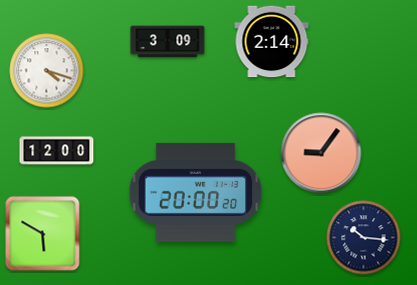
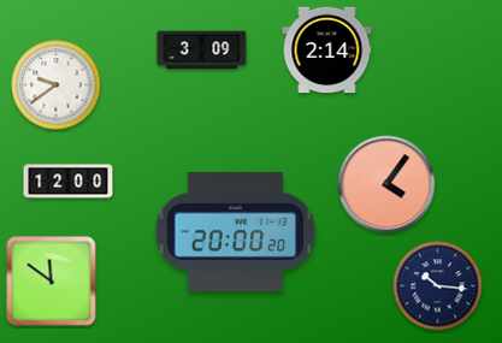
clock at (47, 71): 4:18 -> 9:39
clock at (321, 153): 9:06 -> 4:06
clock at (43, 234): 5:50 -> 11:51
